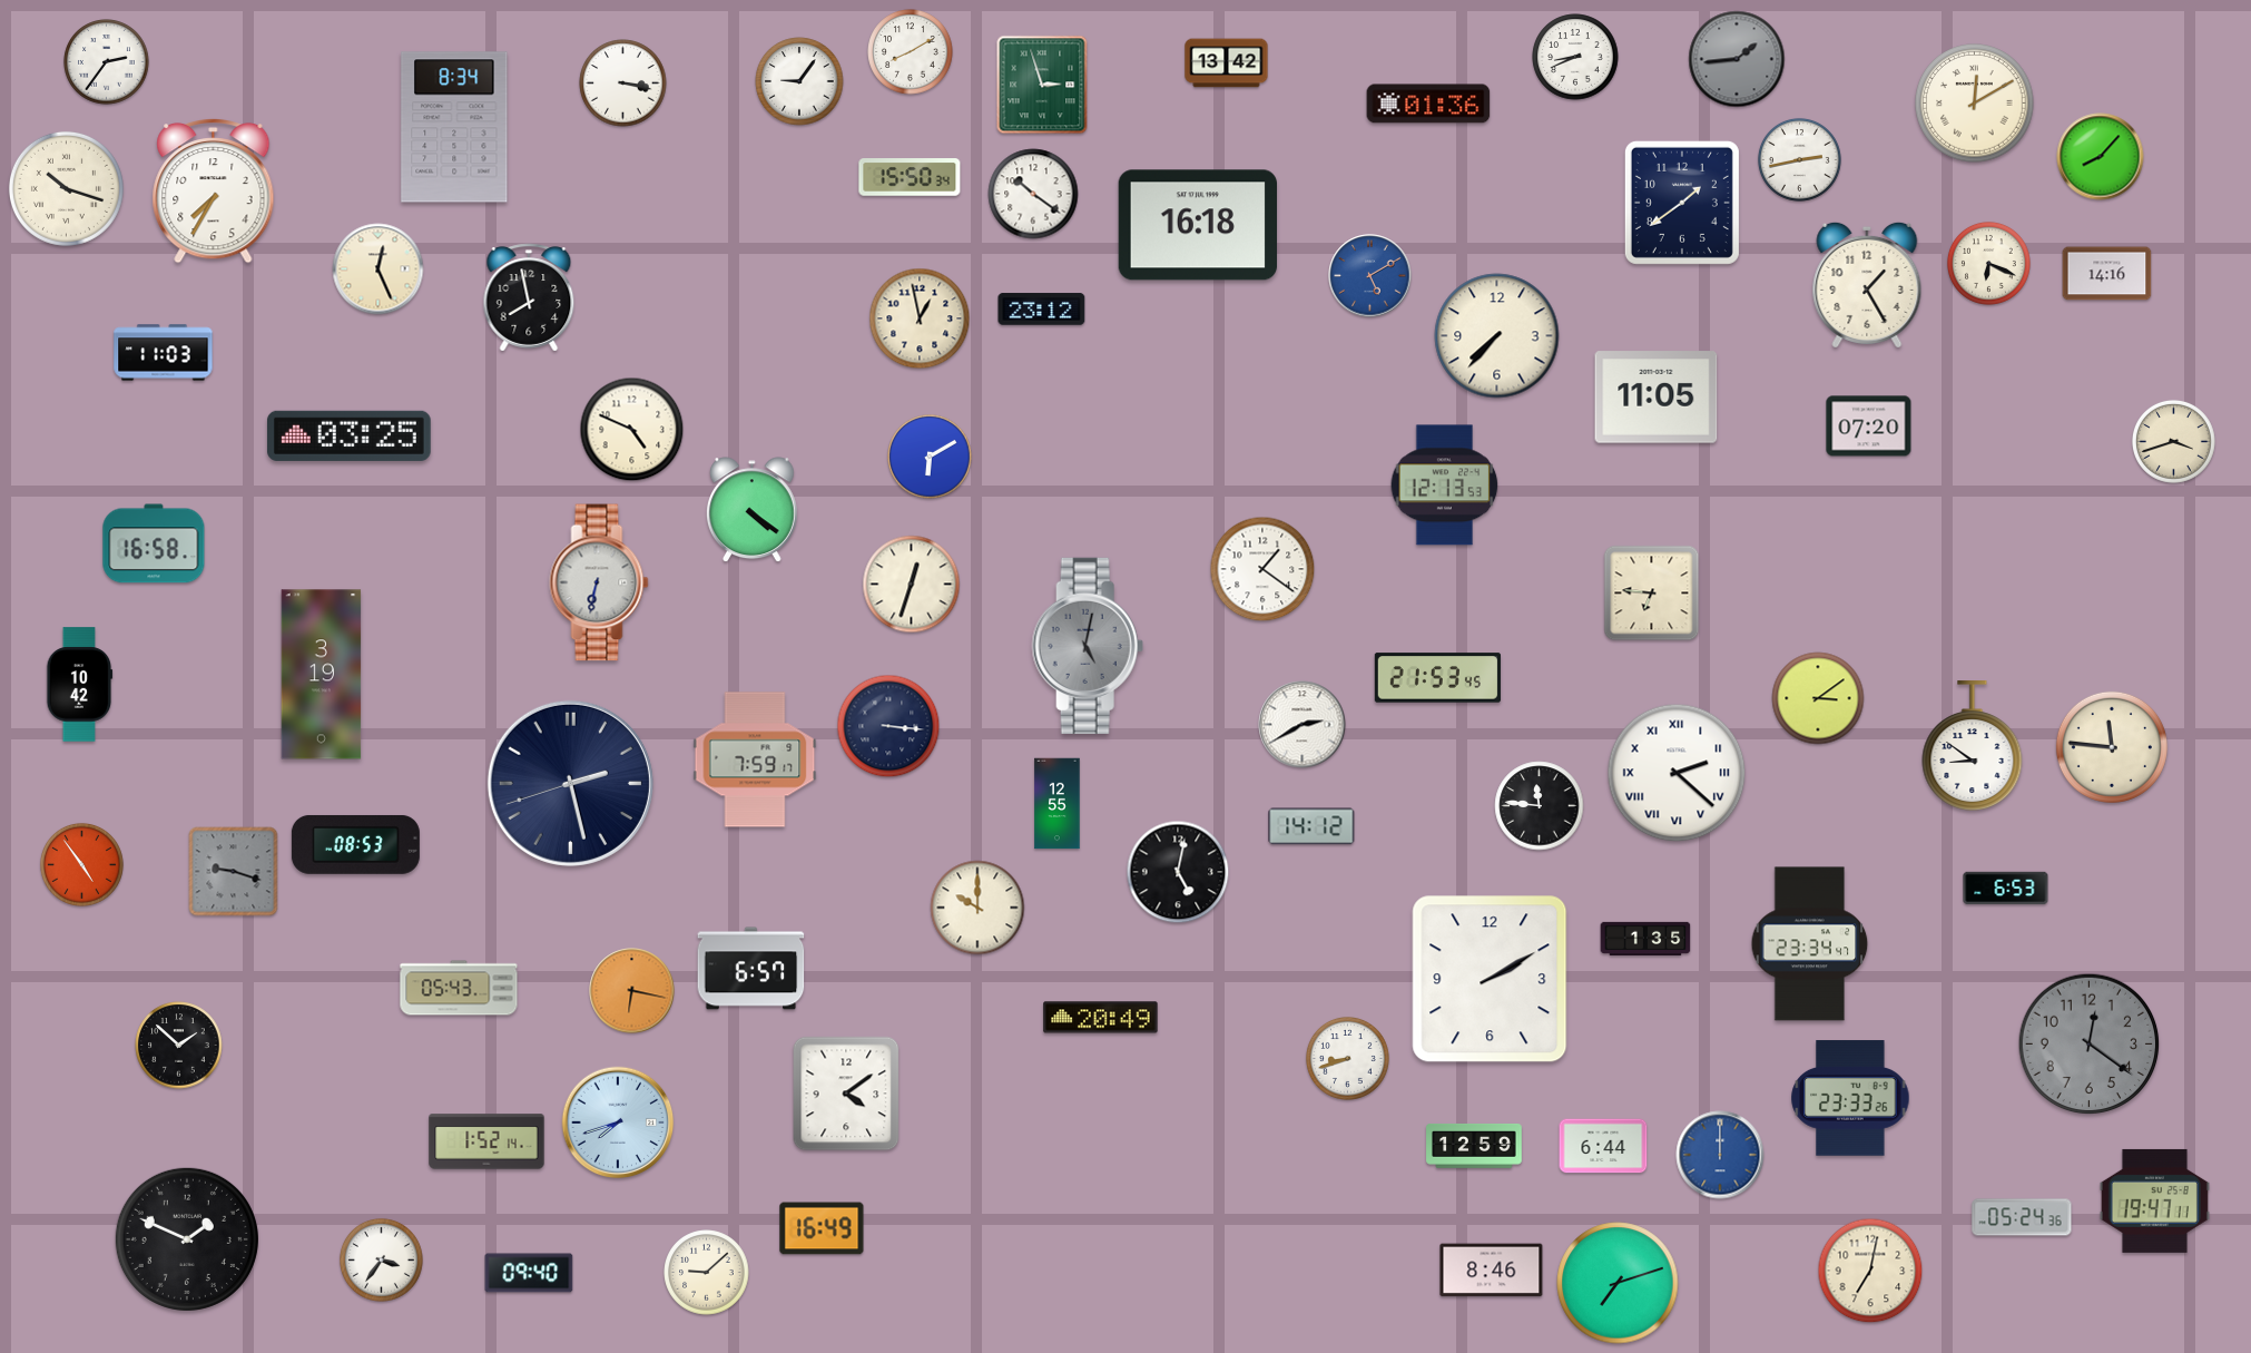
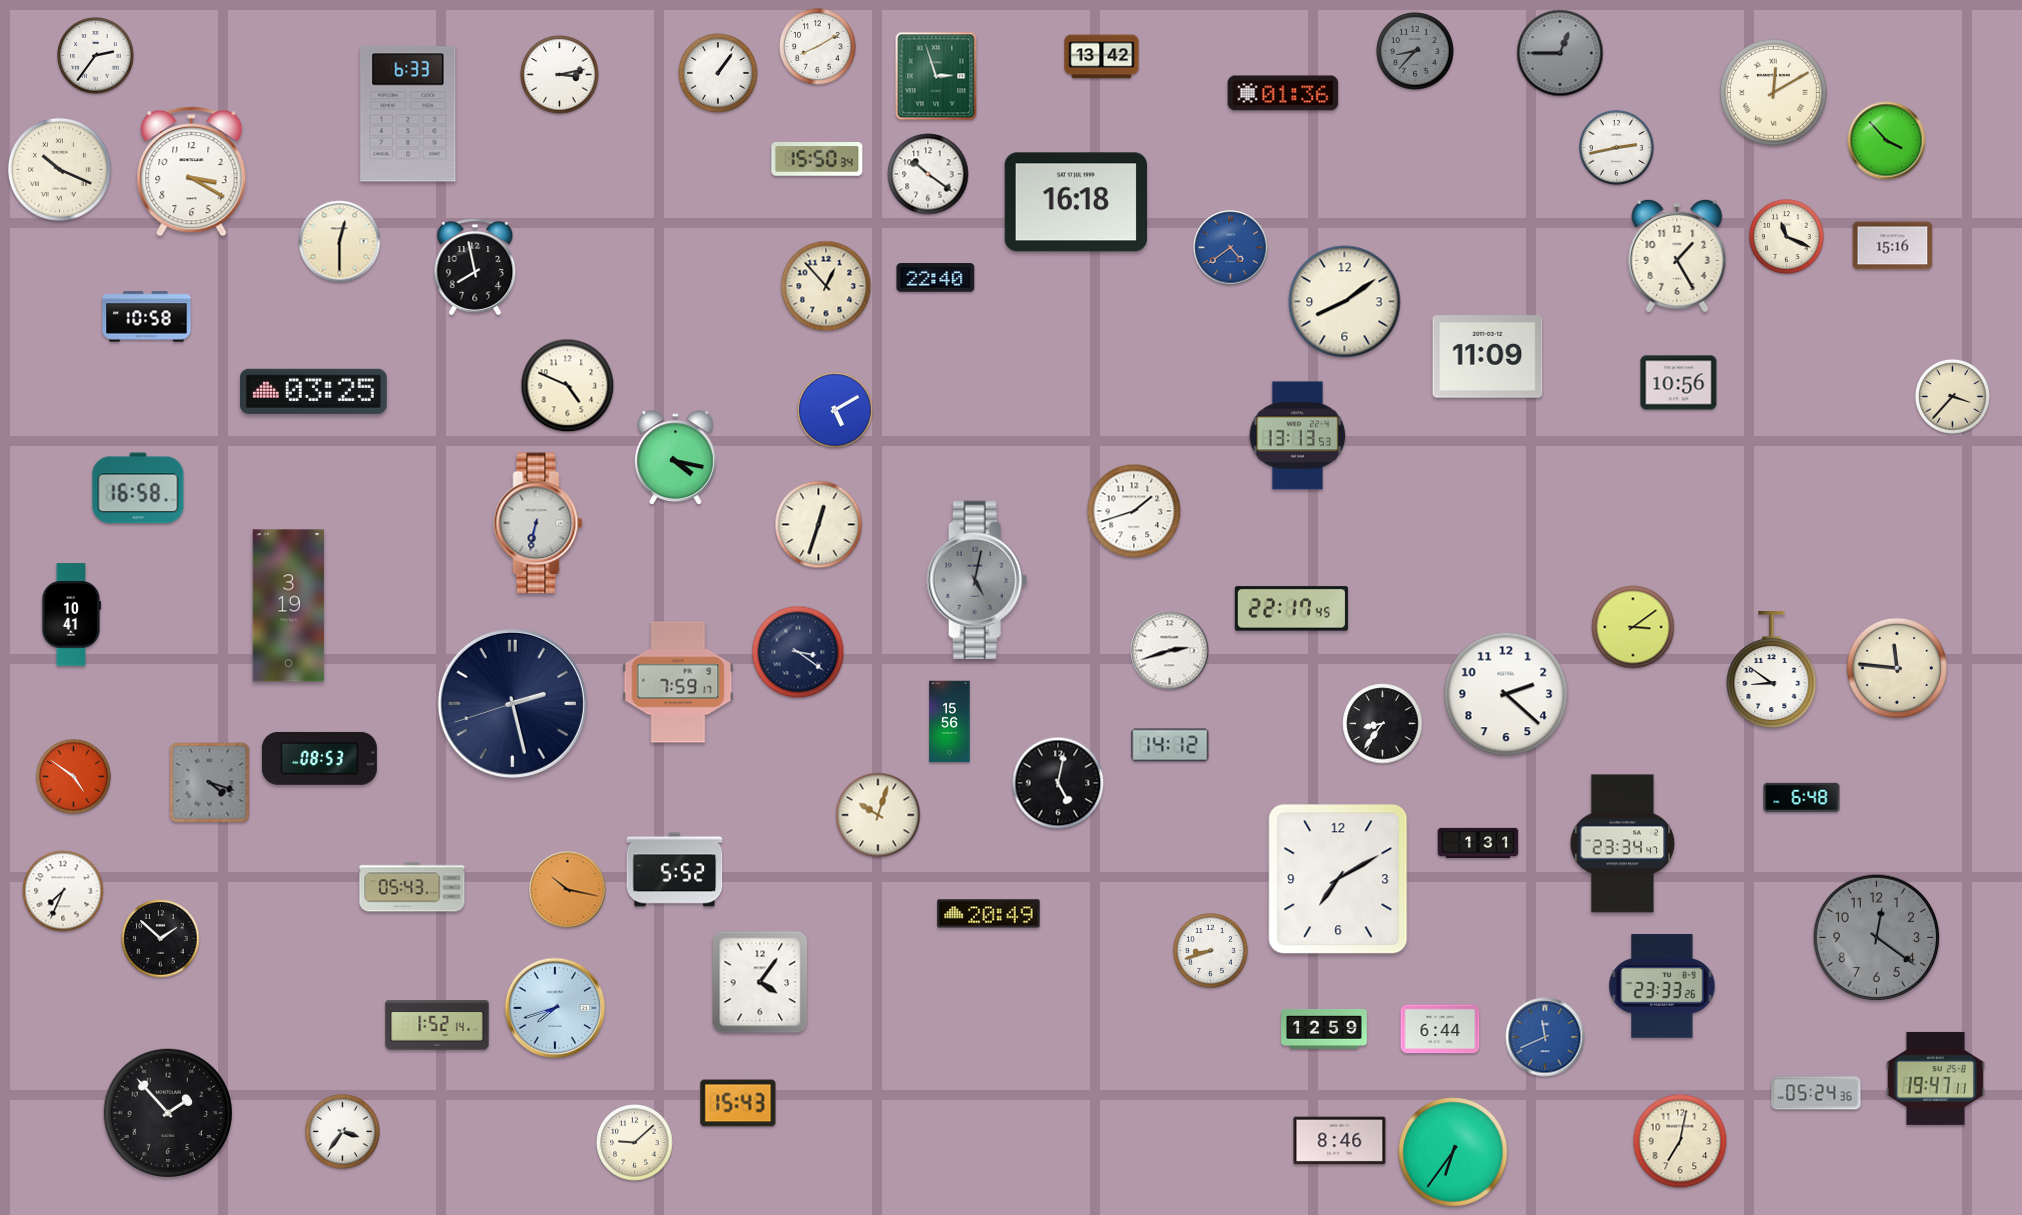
clock at (1575, 57): 8:41 -> 8:37
clock at (1575, 57) dial: white -> grey
clock at (1737, 59): 1:44 -> 12:45
clock at (799, 81): 9:06 -> 1:06
clock at (623, 84): 3:17 -> 3:13
clock at (454, 127): 8:34 -> 6:33
clock at (2101, 157): 8:07 -> 3:53
clock at (1799, 159) position: (1799, 159) -> (1616, 147)
clock at (66, 188): 10:18 -> 10:19
clock at (214, 190): 7:35 -> 3:20
clock at (1682, 203): 1:39 -> none
clock at (1988, 263): 6:19 -> 11:19
clock at (379, 269): 12:26 -> 12:30
clock at (2107, 274): 14:16 -> 15:16
clock at (1370, 276): 5:10 -> 4:39
clock at (1042, 310): 23:12 -> 22:40
clock at (920, 318): 12:58 -> 12:53
clock at (1497, 336): 7:37 -> 8:09
clock at (164, 353): 11:03 -> 10:58
clock at (1657, 398): 11:05 -> 11:09
clock at (1869, 427): 07:20 -> 10:56
clock at (2173, 441): 3:42 -> 3:37
clock at (931, 458): 6:10 -> 5:10
clock at (1445, 486): 12:13 -> 13:13
clock at (751, 510): 4:21 -> 4:17
clock at (1262, 569): 1:21 -> 1:42
clock at (1652, 594): 6:46 -> none
clock at (1437, 678): 21:53 -> 22:17
clock at (79, 685): 10:42 -> 10:41
clock at (1303, 725): 2:40 -> 2:42
clock at (888, 726): 3:16 -> 3:21
clock at (2112, 747) position: (2112, 747) -> (1897, 668)
clock at (1677, 773) numerals: Roman -> Arabic
clock at (1058, 804): 12:55 -> 15:56
clock at (1540, 806): 11:46 -> 8:36
clock at (1311, 826) position: (1311, 826) -> (1170, 745)
clock at (81, 864): 4:54 -> 4:51
clock at (234, 872): 9:18 -> 4:18
clock at (2006, 889): 6:53 -> 6:48
clock at (977, 908): 10:00 -> 10:03
clock at (1645, 939): 1:35 -> 1:31
clock at (1810, 944) position: (1810, 944) -> (1623, 844)
clock at (751, 969): 6:57 -> 5:52
clock at (1490, 979): 2:10 -> 7:10
clock at (632, 991): 6:17 -> 10:17
clock at (63, 891): none -> 7:34
clock at (846, 1094): 4:09 -> 4:06
clock at (1720, 1155): 12:00 -> 11:41
clock at (822, 1228): 16:49 -> 15:43
clock at (187, 1239): 1:49 -> 1:53
clock at (529, 1273): 09:40 -> none
clock at (1618, 1283): 7:12 -> 6:36
